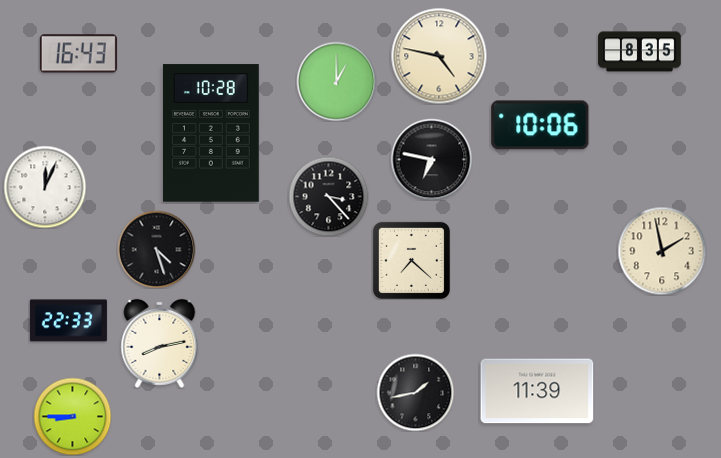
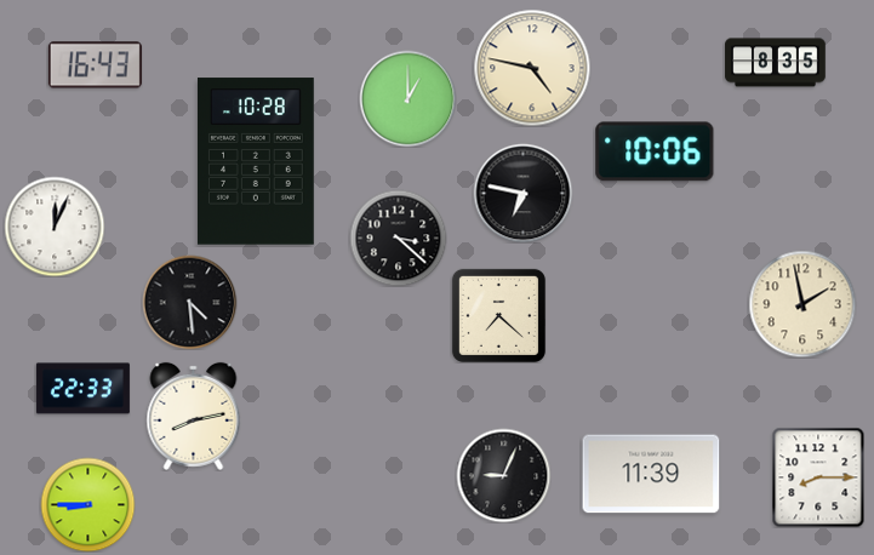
clock at (328, 196): 3:23 -> 3:22
clock at (156, 249): 4:27 -> 4:29
clock at (415, 392): 1:43 -> 9:04
clock at (818, 477): none -> 8:15
